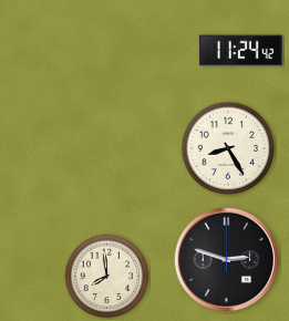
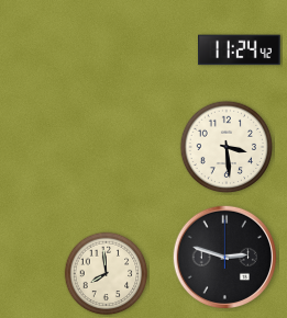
clock at (228, 148): 8:25 -> 3:29
